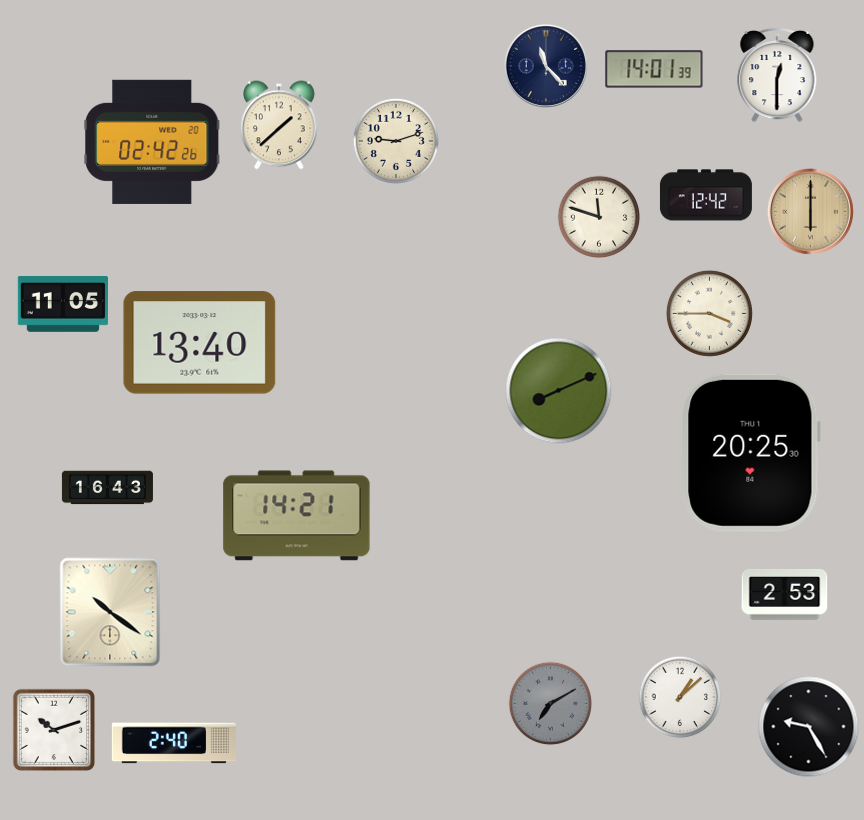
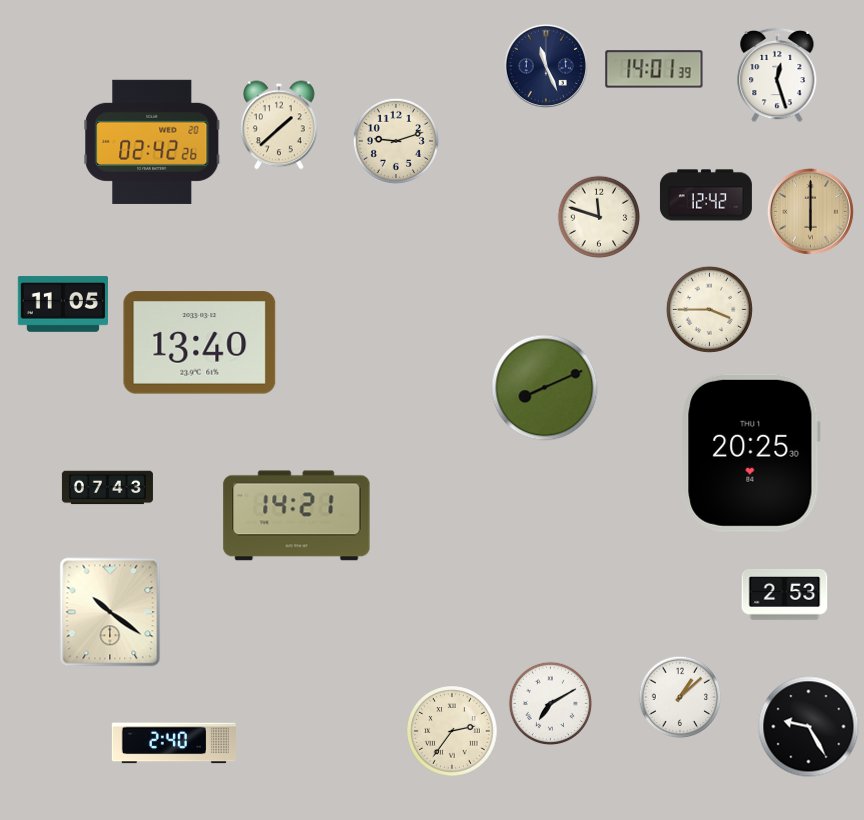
clock at (546, 66): 11:23 -> 11:26
clock at (777, 75): 12:30 -> 12:27
clock at (709, 313) position: (709, 313) -> (709, 309)
clock at (559, 391) position: (559, 391) -> (545, 388)
clock at (107, 488): 16:43 -> 07:43
clock at (551, 704) dial: grey -> white
clock at (53, 729): 10:12 -> none
clock at (452, 731): none -> 2:36
